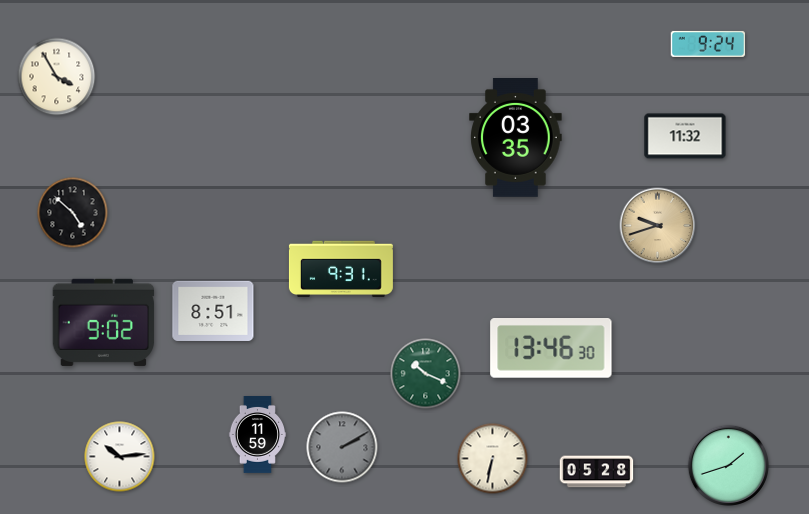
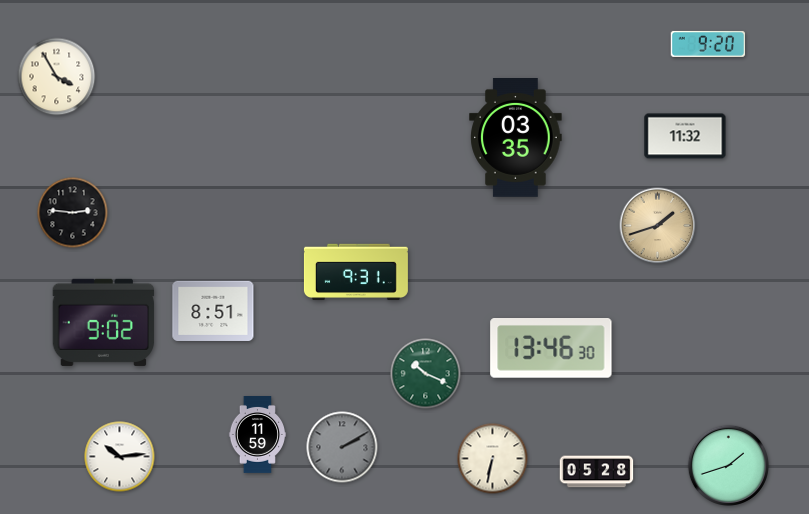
clock at (708, 44): 9:24 -> 9:20
clock at (73, 213): 4:52 -> 2:46
clock at (658, 226): 9:42 -> 1:42
clock at (341, 269) position: (341, 269) -> (356, 272)
